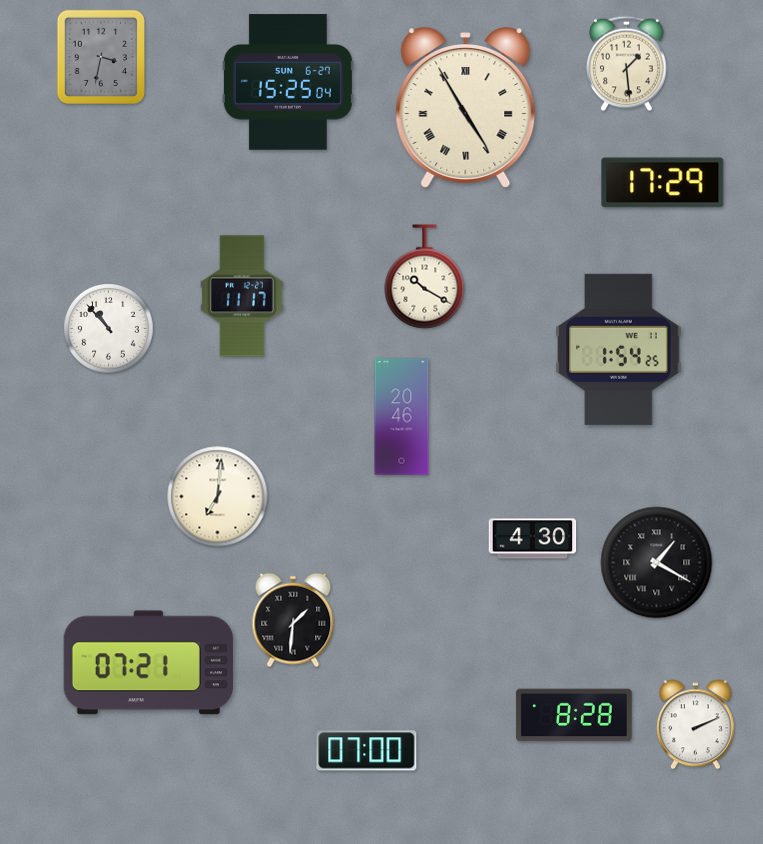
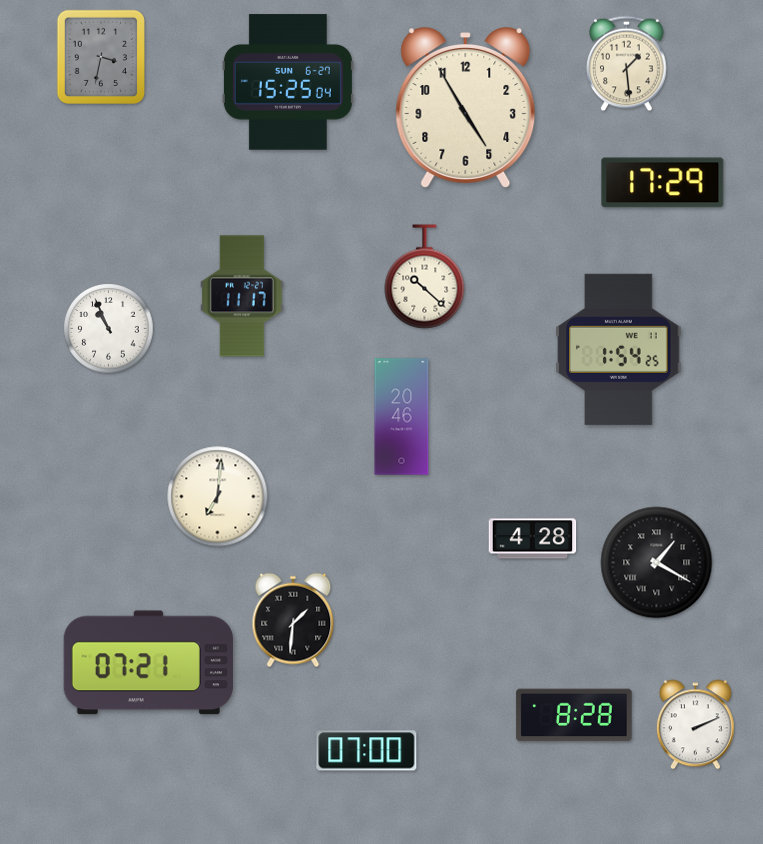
clock at (466, 108) numerals: Roman -> Arabic
clock at (425, 277): 10:20 -> 10:22
clock at (109, 329): 10:53 -> 10:56
clock at (533, 539): 4:30 -> 4:28
